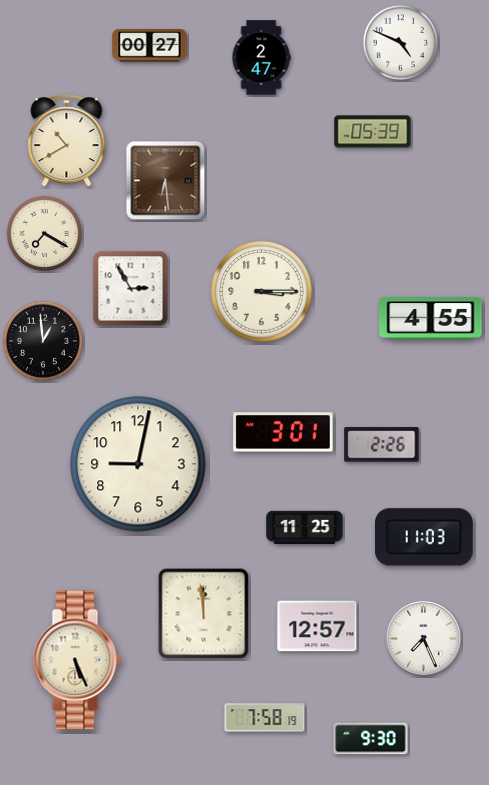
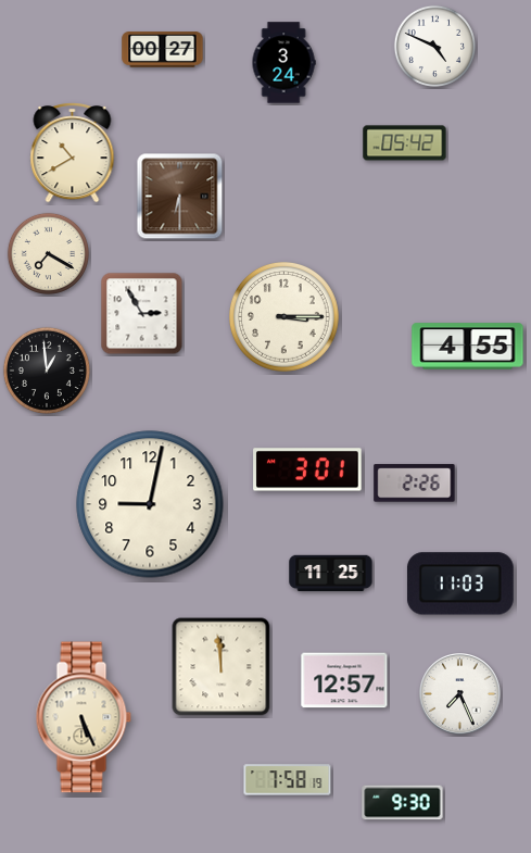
clock at (261, 58): 2:47 -> 3:24
clock at (373, 132): 05:39 -> 05:42
clock at (166, 181): 6:29 -> 6:30
